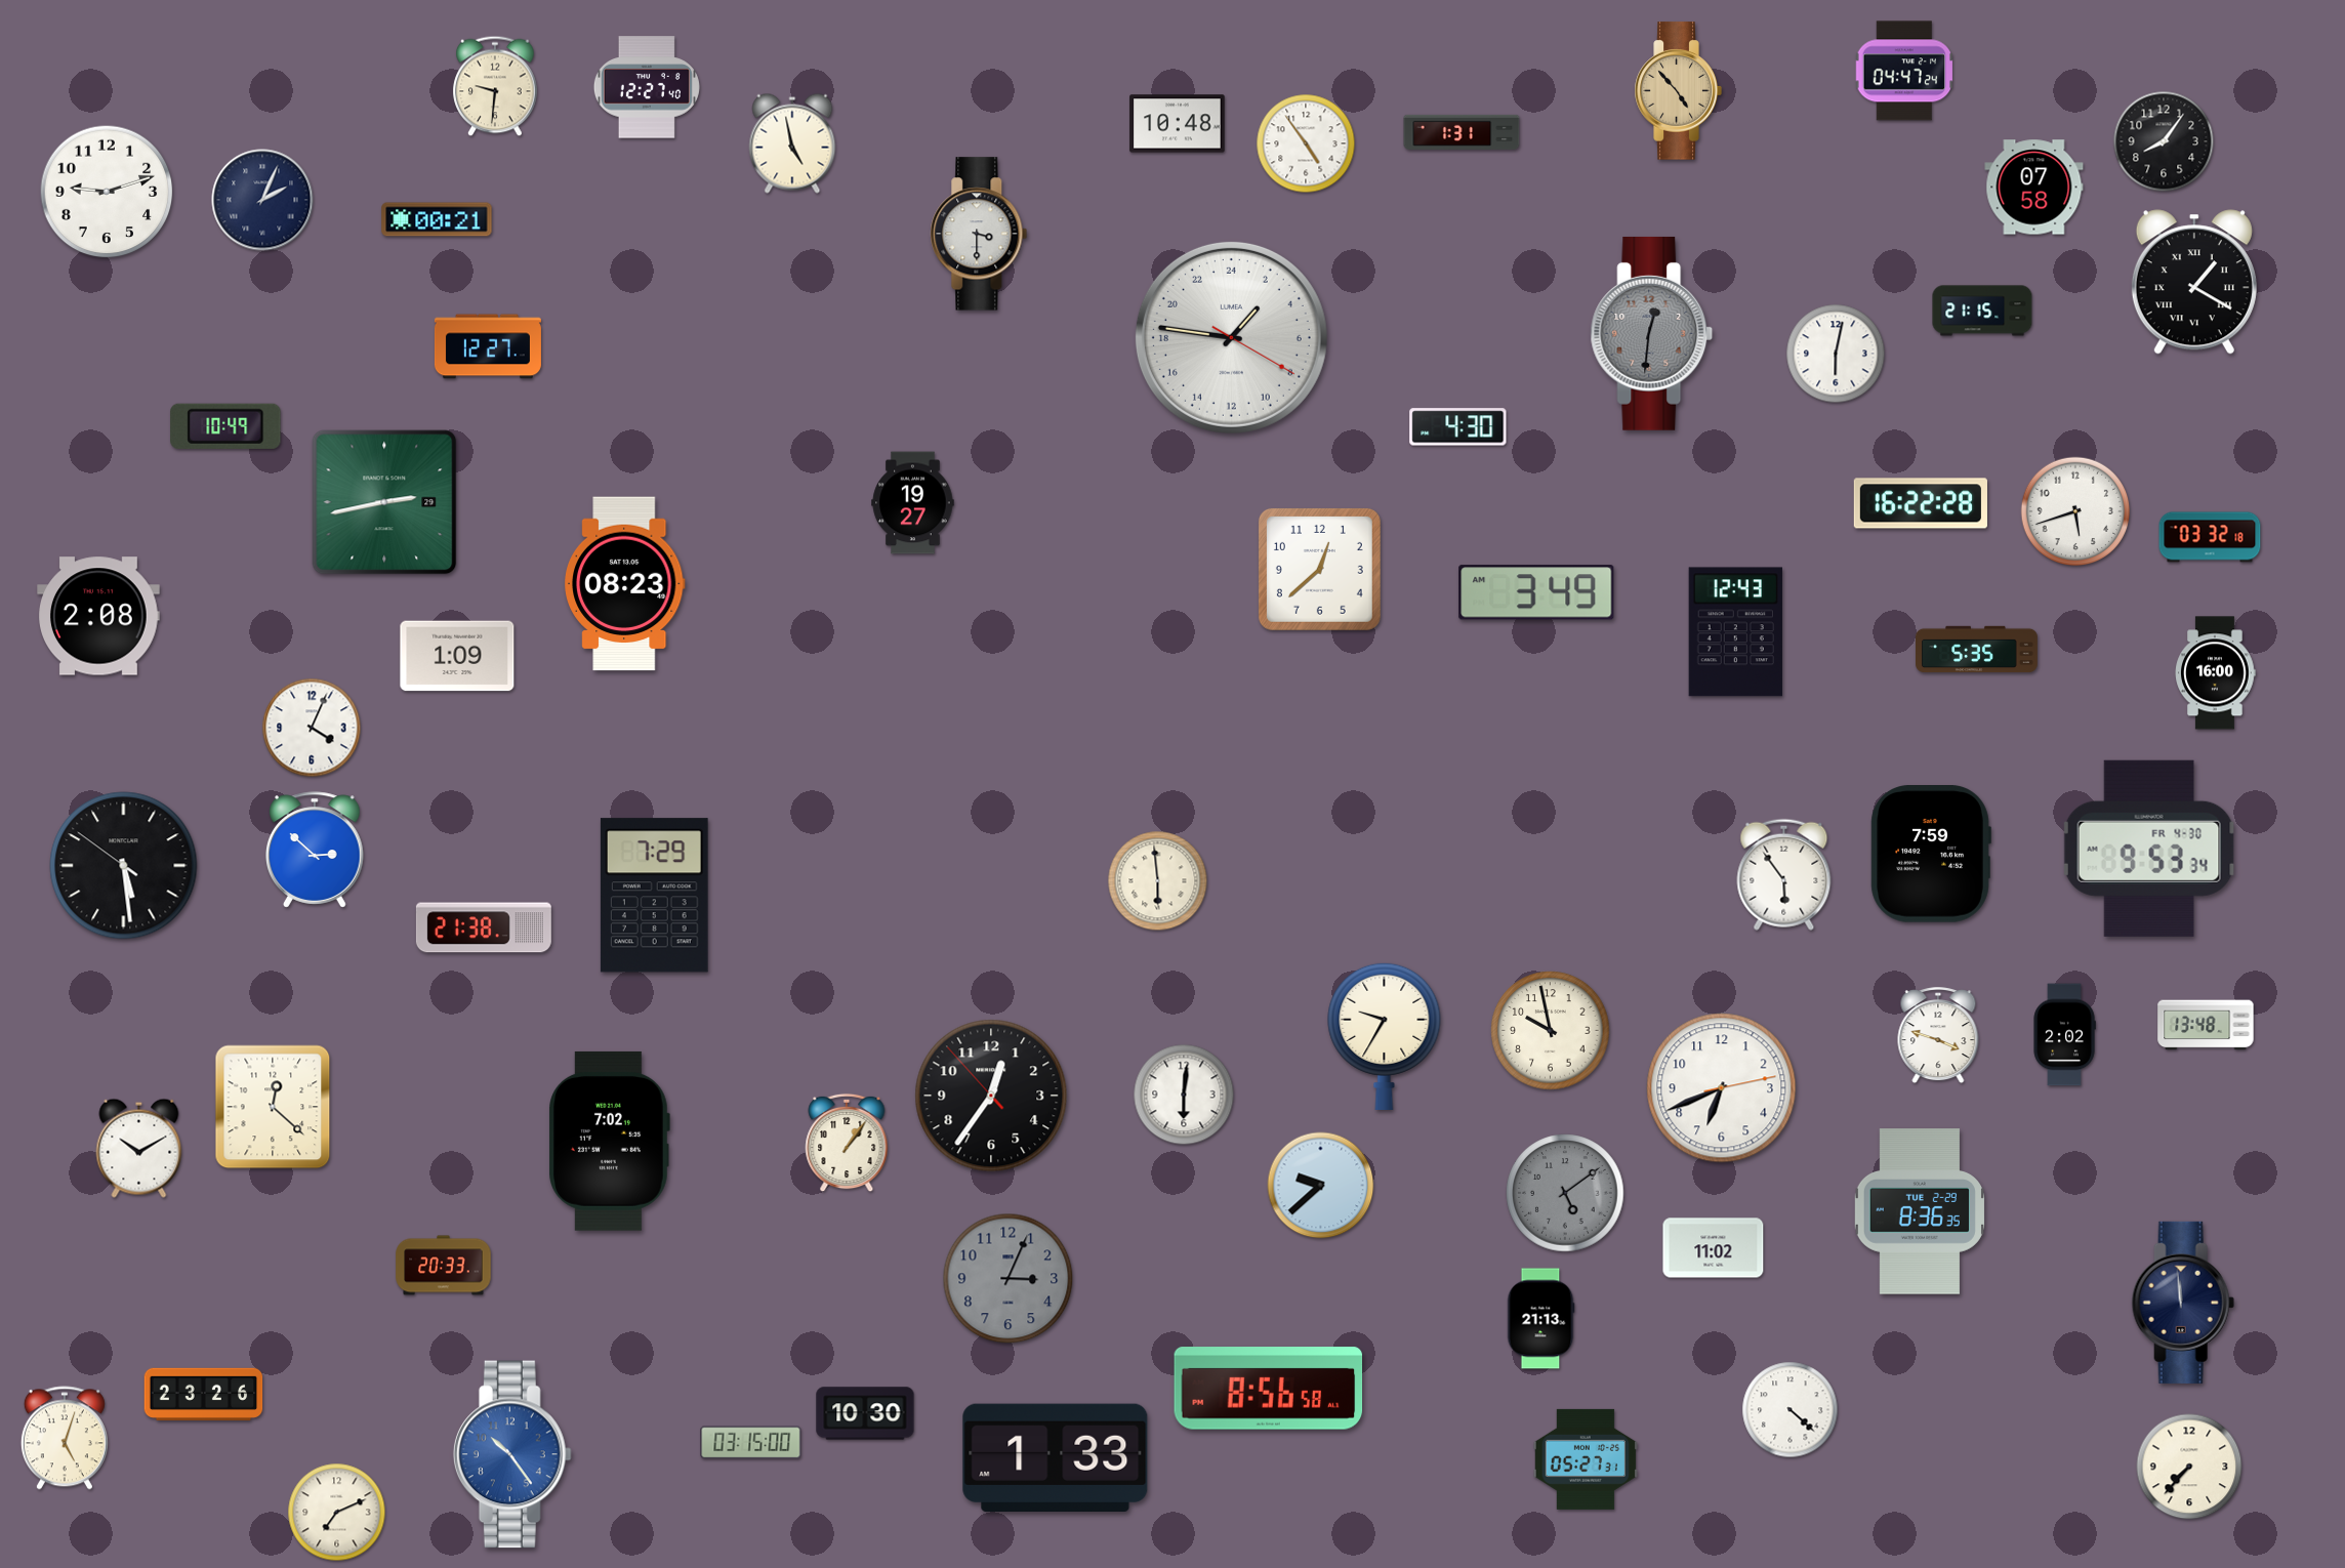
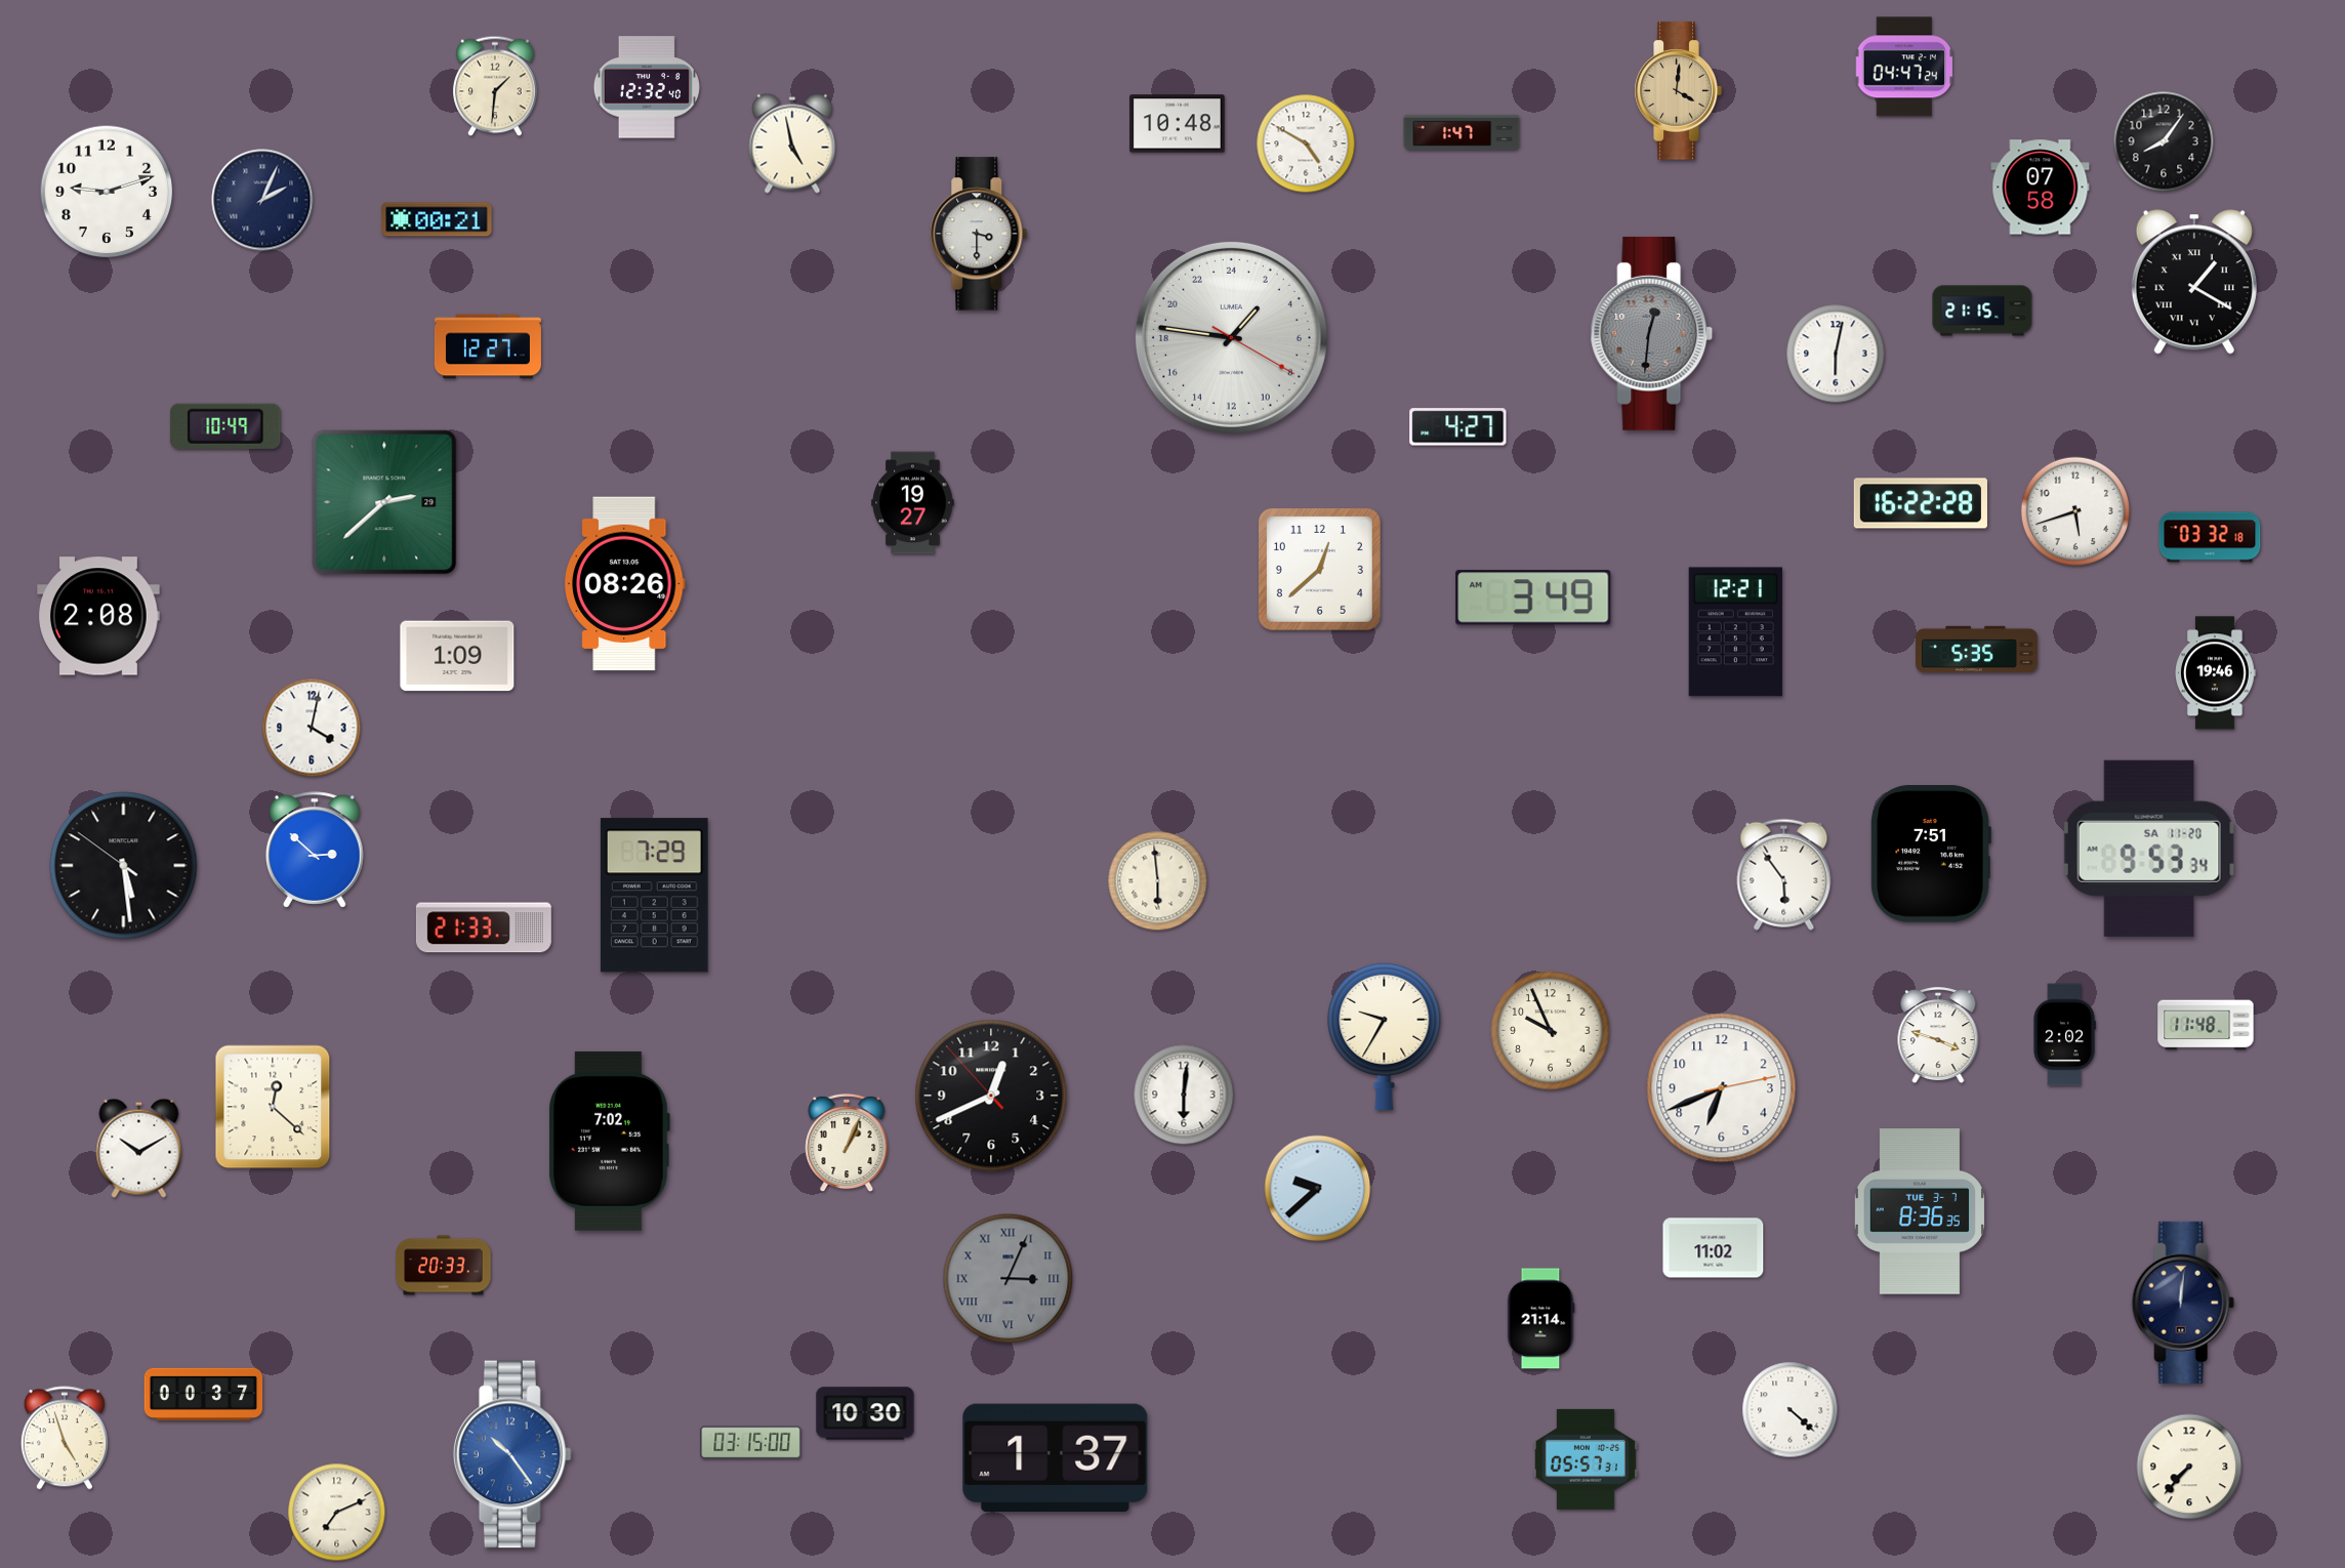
clock at (1904, 71) position: (1904, 71) -> (1904, 67)
clock at (495, 86): 9:31 -> 1:31
clock at (647, 87): 12:27 -> 12:32
clock at (1678, 91): 4:53 -> 4:01
clock at (1462, 132): 1:31 -> 1:47
clock at (1306, 143): 4:54 -> 4:50
clock at (2034, 188) position: (2034, 188) -> (2041, 188)
clock at (1458, 427): 4:30 -> 4:27
clock at (384, 502): 2:43 -> 2:38
clock at (624, 584): 08:23 -> 08:26
clock at (1536, 592) position: (1536, 592) -> (1533, 597)
clock at (1735, 632): 12:43 -> 12:21
clock at (2215, 673): 16:00 -> 19:46
clock at (312, 728): 4:04 -> 4:02
clock at (2149, 849) date: FR 4-30 -> SA 11-20
clock at (1931, 855): 7:59 -> 7:51
clock at (484, 927): 21:38 -> 21:33
clock at (2206, 1025): 13:48 -> 11:48
clock at (1551, 1031): 9:58 -> 9:56
clock at (991, 1096): 12:35 -> 12:40
clock at (847, 1143): 1:06 -> 1:04
clock at (1321, 1186) position: (1321, 1186) -> (1318, 1189)
clock at (1565, 1193): 5:09 -> none
clock at (1920, 1211) date: TUE 2-29 -> TUE 3-7
clock at (1009, 1279) numerals: Arabic -> Roman
clock at (2183, 1303): 11:59 -> 12:01
clock at (1540, 1319): 21:13 -> 21:14
clock at (1269, 1389): 8:56 -> none
clock at (204, 1394): 23:26 -> 00:37
clock at (65, 1438): 5:03 -> 4:57
clock at (1056, 1457): 1:33 -> 1:37
clock at (1586, 1459): 05:27 -> 05:57
